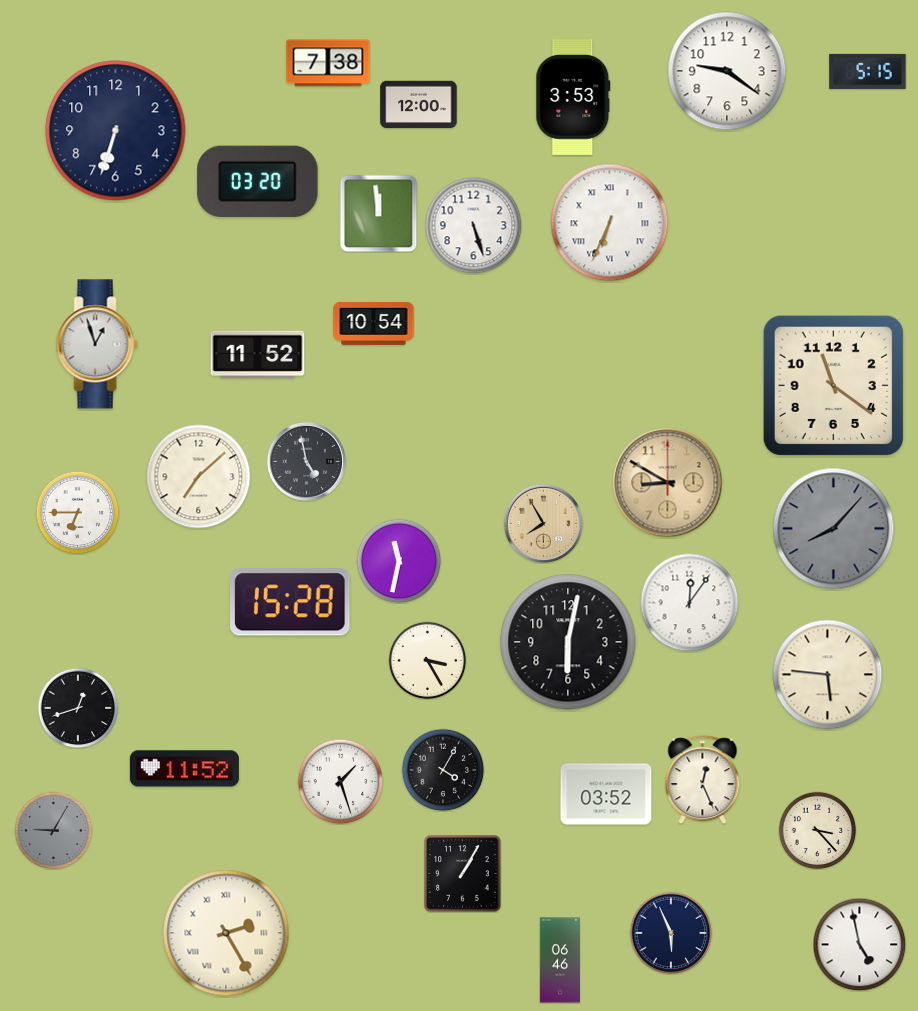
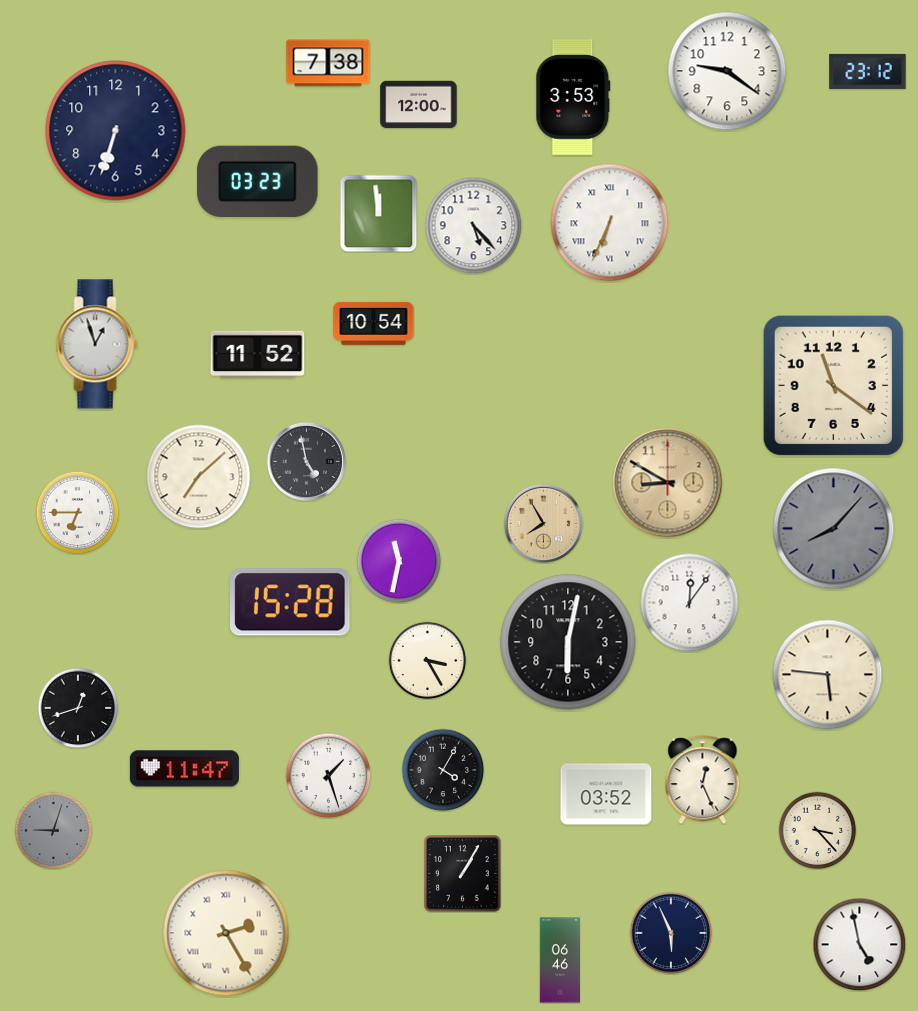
clock at (868, 71): 5:15 -> 23:12
clock at (258, 181): 03:20 -> 03:23
clock at (473, 225): 5:27 -> 5:23
clock at (184, 769): 11:52 -> 11:47
clock at (340, 781) position: (340, 781) -> (328, 775)
clock at (53, 830): 9:05 -> 9:03
